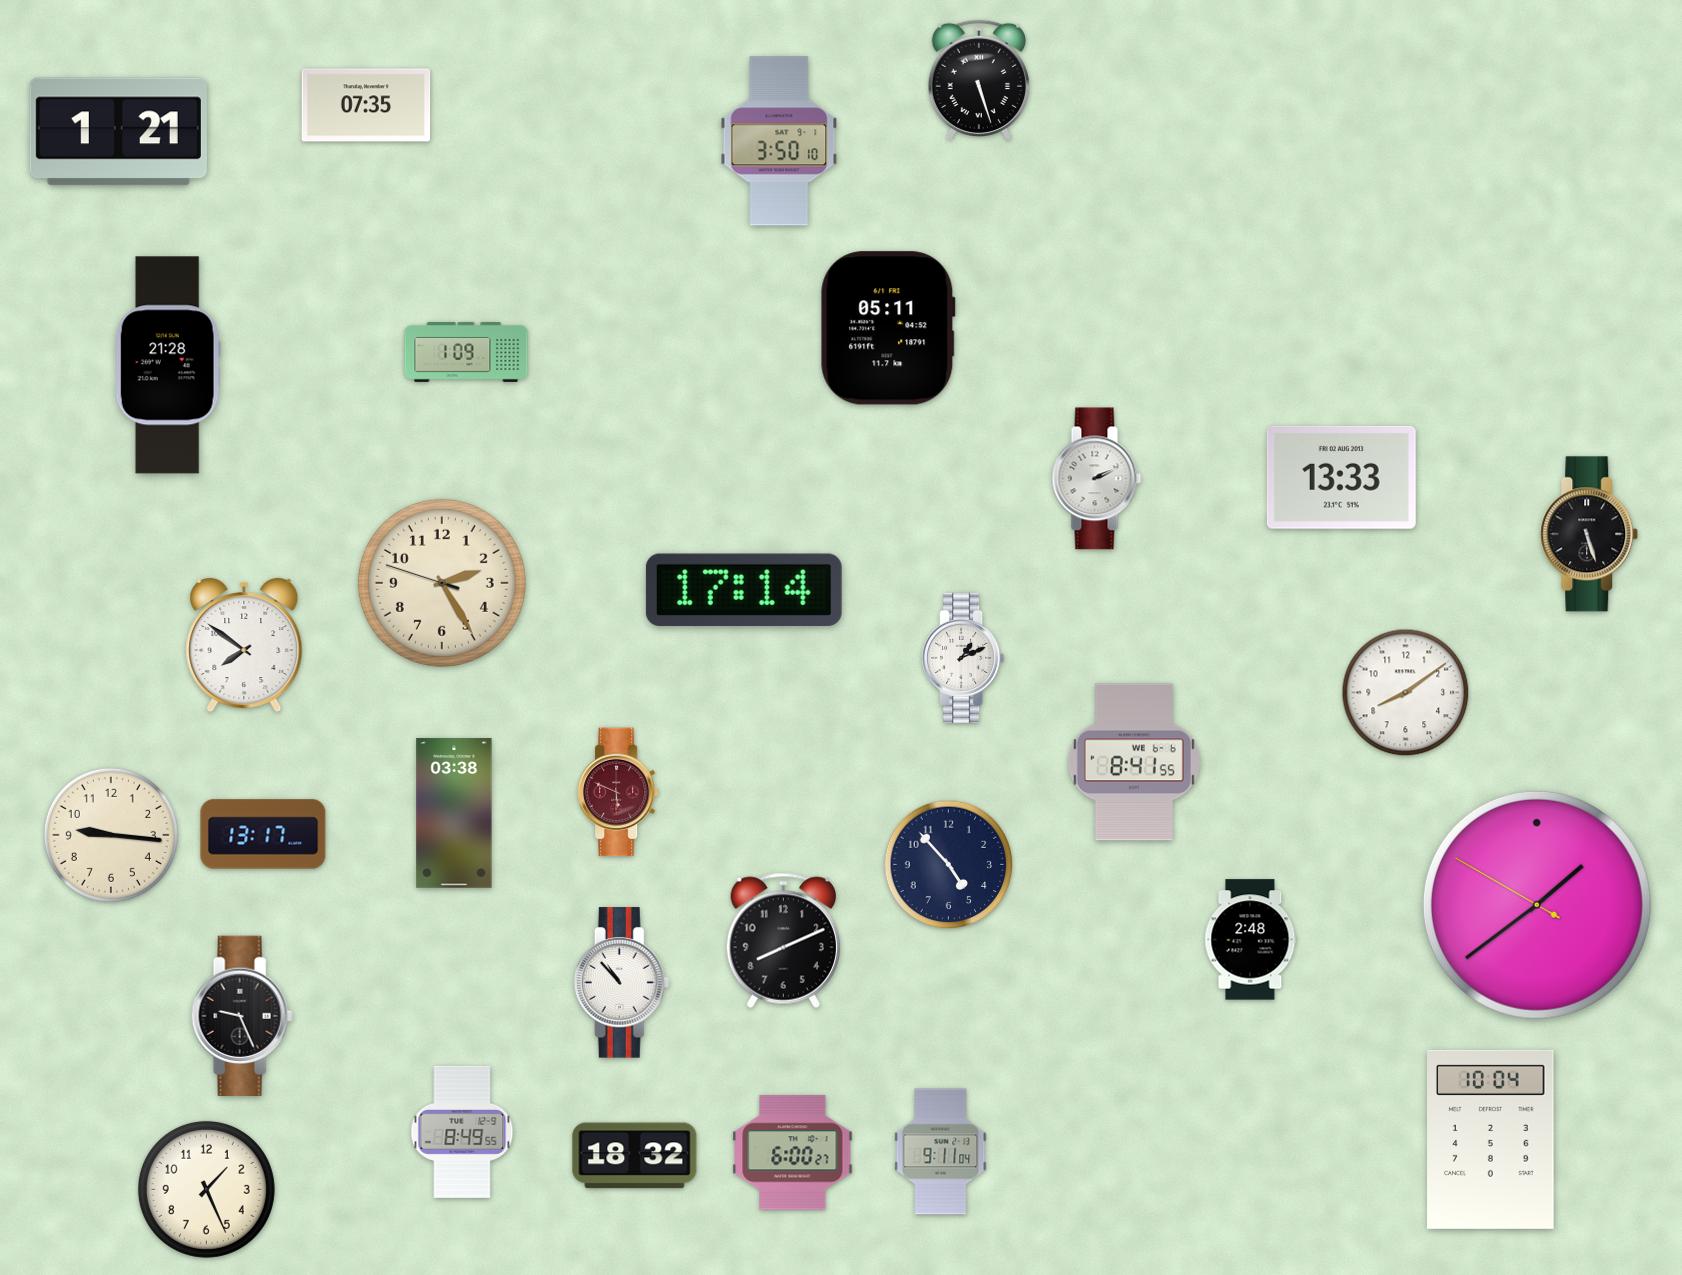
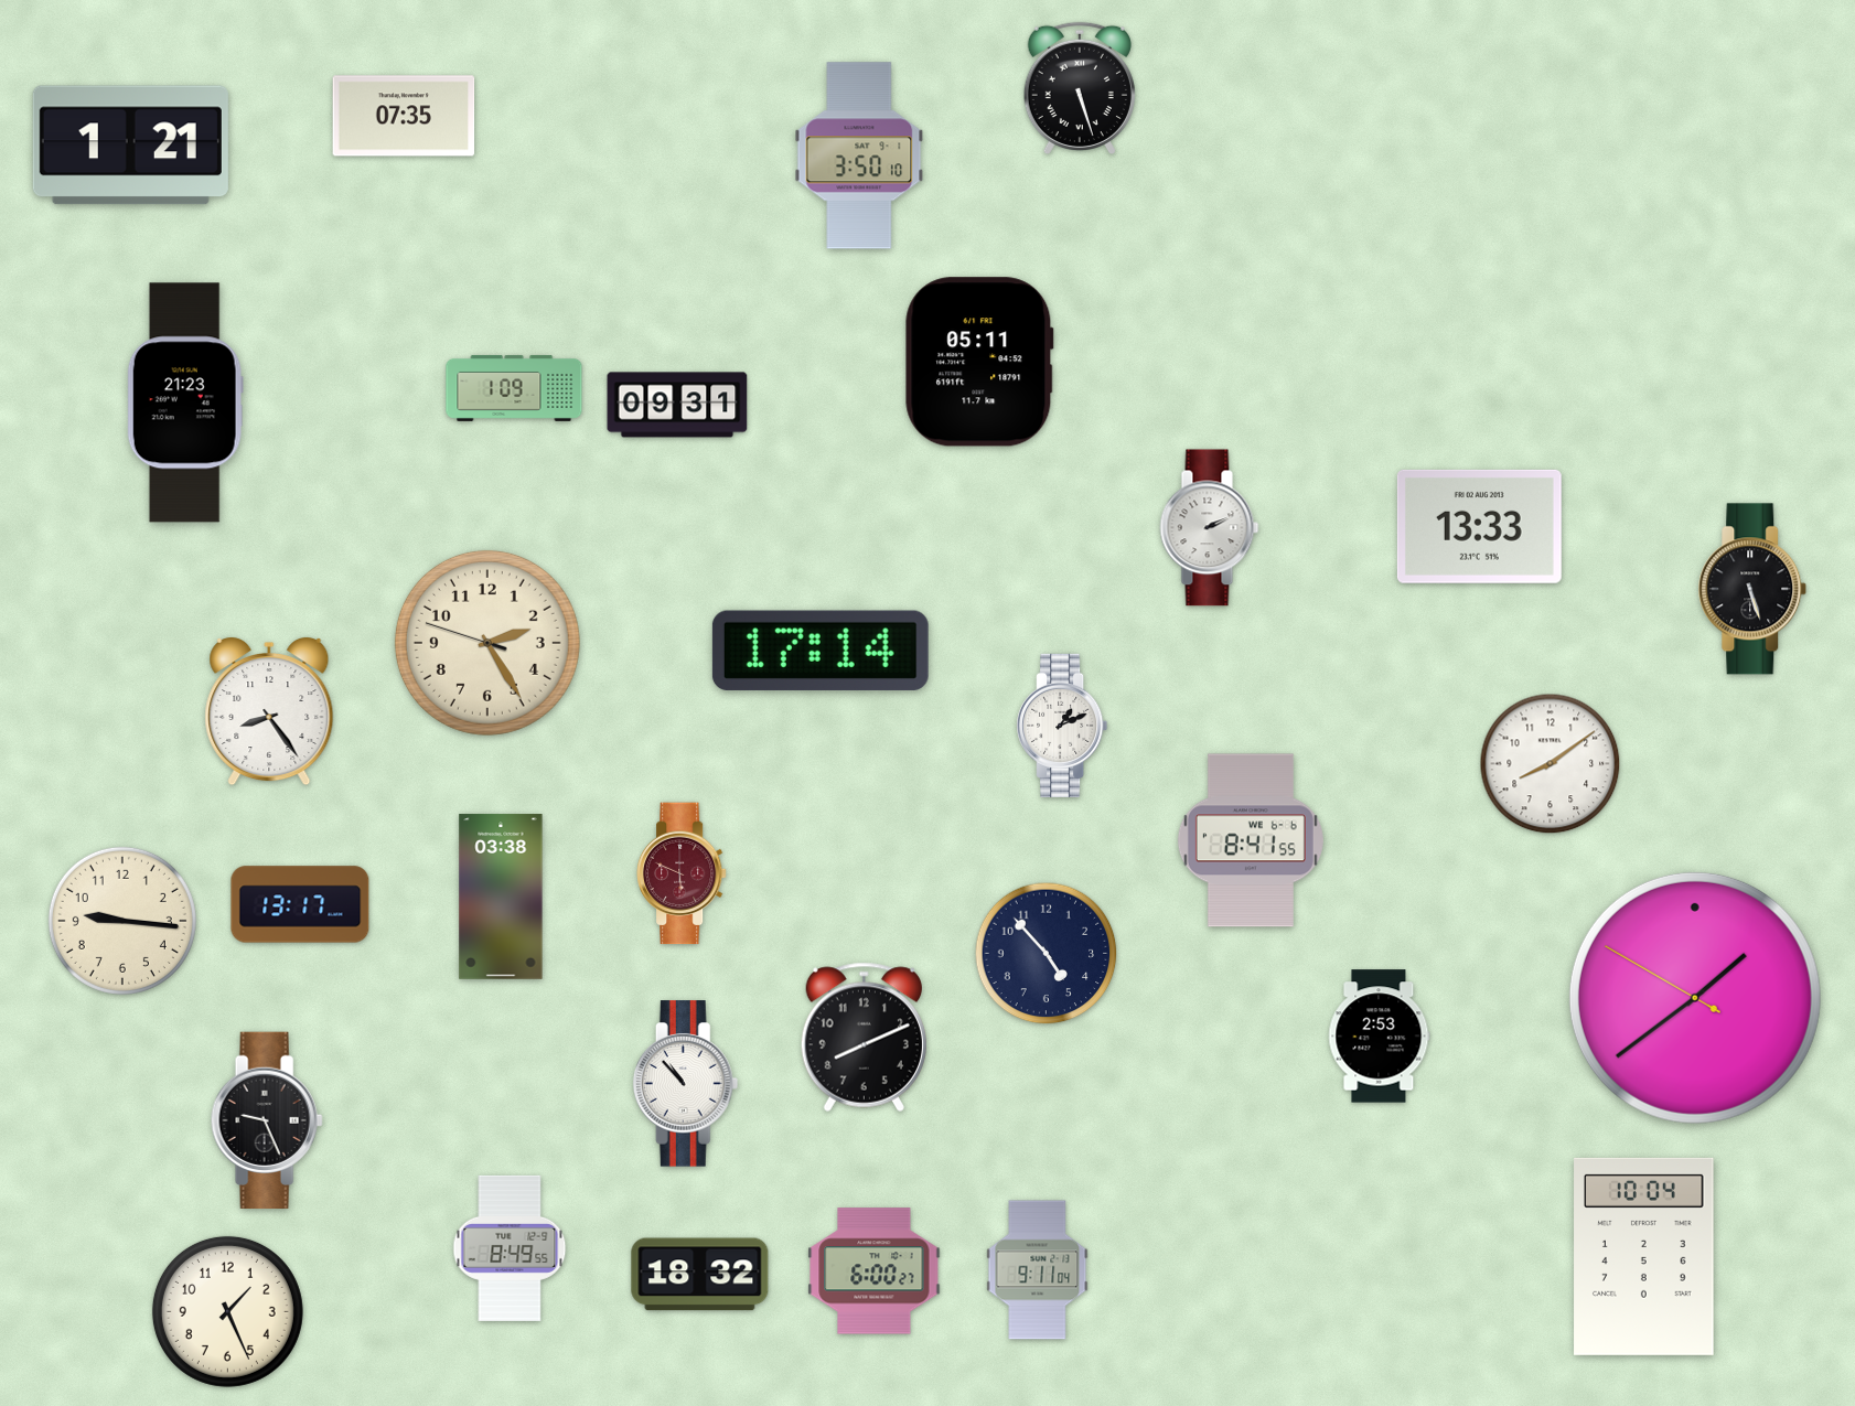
clock at (168, 365): 21:28 -> 21:23
clock at (677, 405): none -> 09:31
clock at (244, 645): 7:51 -> 8:24
clock at (263, 834) position: (263, 834) -> (300, 904)
clock at (1251, 940): 2:48 -> 2:53
